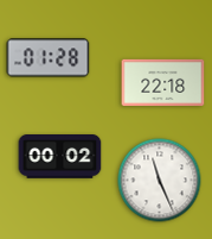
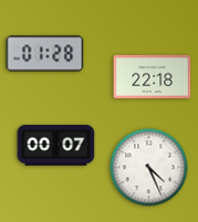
clock at (60, 157): 00:02 -> 00:07
clock at (160, 181): 11:26 -> 4:26
